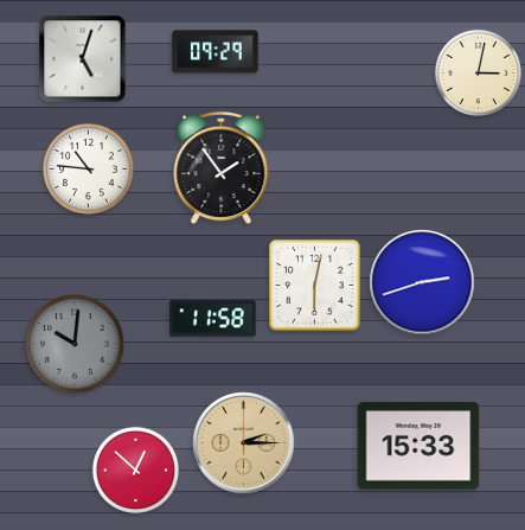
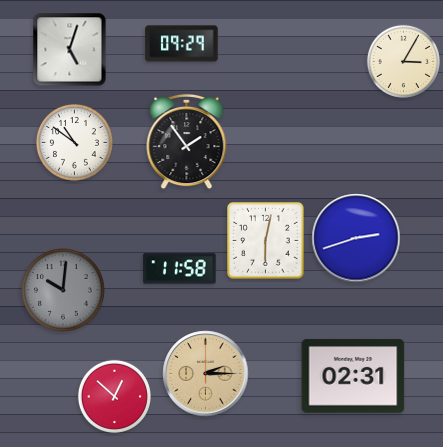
clock at (478, 72): 3:02 -> 3:05
clock at (88, 168): 10:46 -> 10:51
clock at (418, 446): 15:33 -> 02:31
